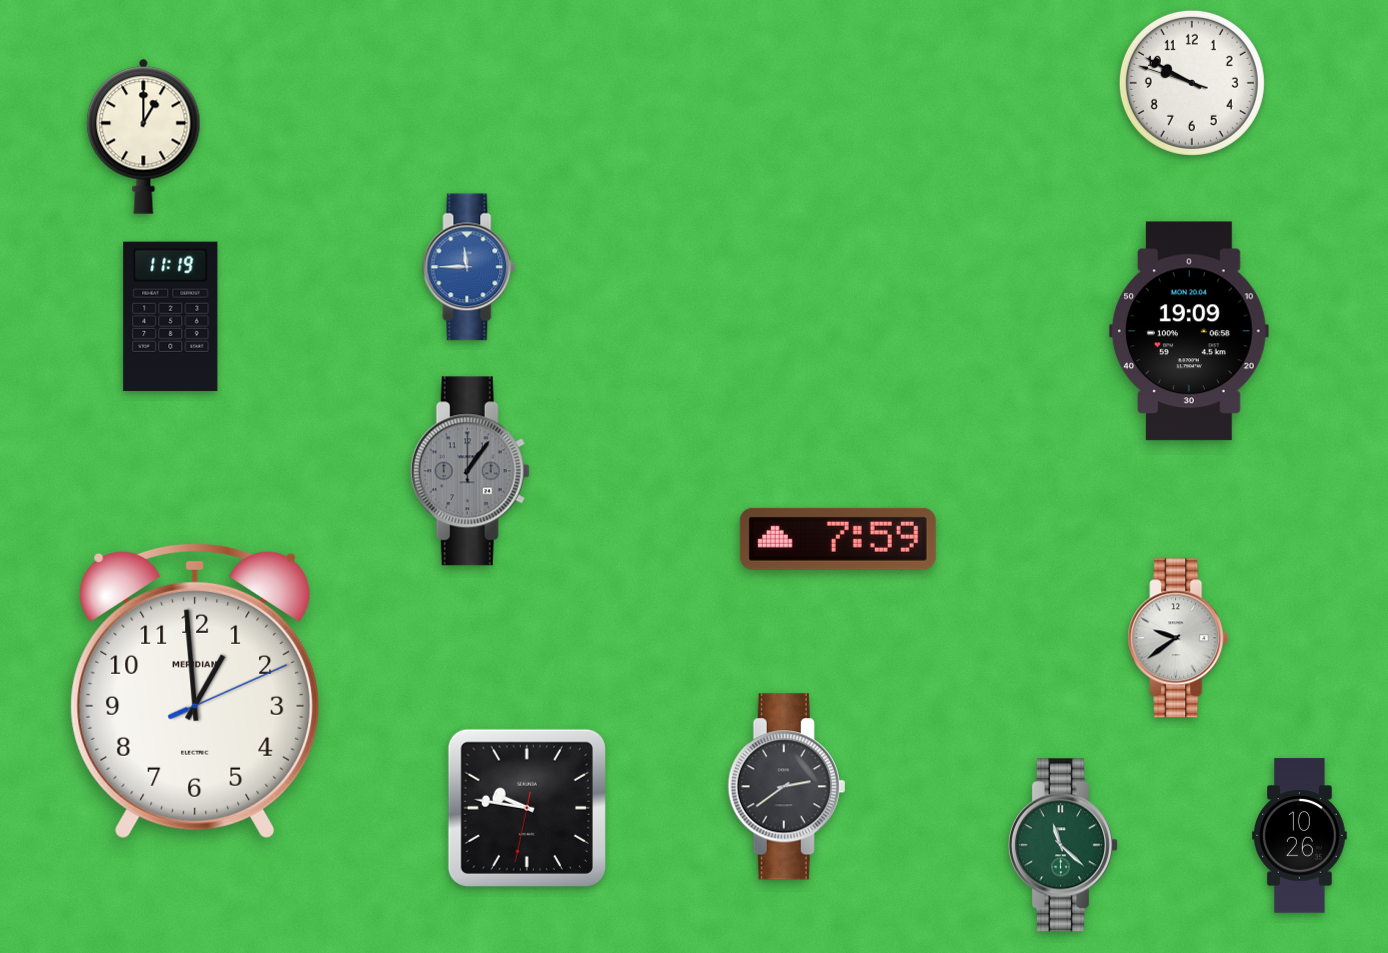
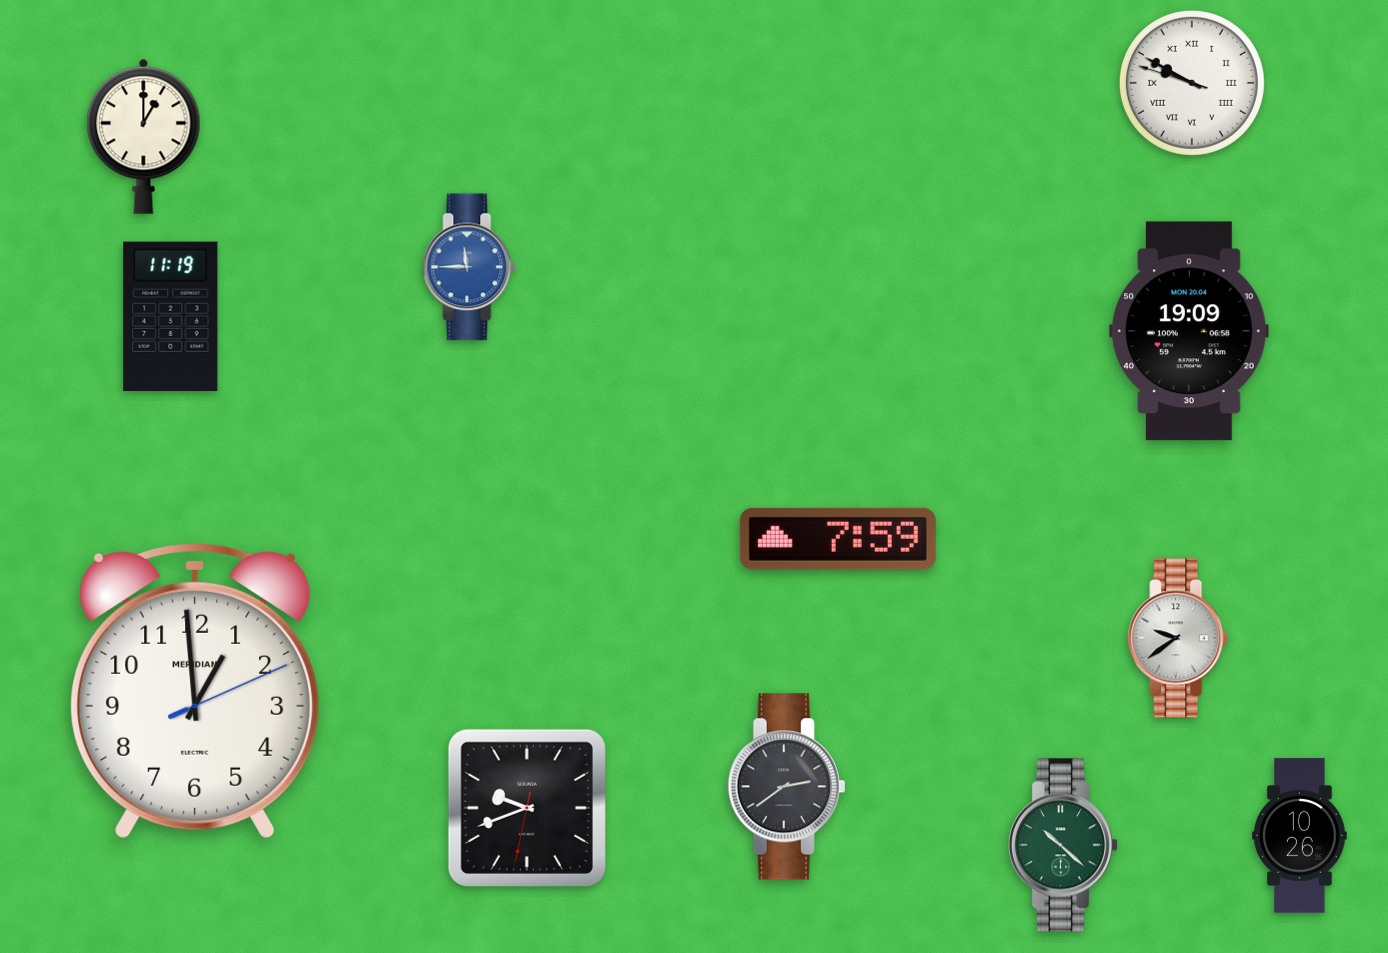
clock at (1192, 83) numerals: Arabic -> Roman
clock at (470, 471): 1:06 -> none
clock at (527, 808): 9:46 -> 9:41
clock at (1063, 845): 11:22 -> 10:22
